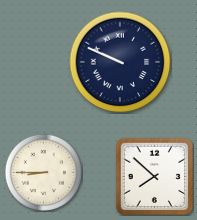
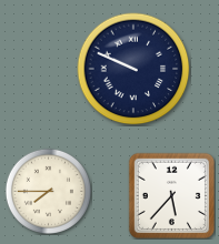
clock at (43, 172): 8:45 -> 7:45
clock at (154, 176): 7:52 -> 5:37
